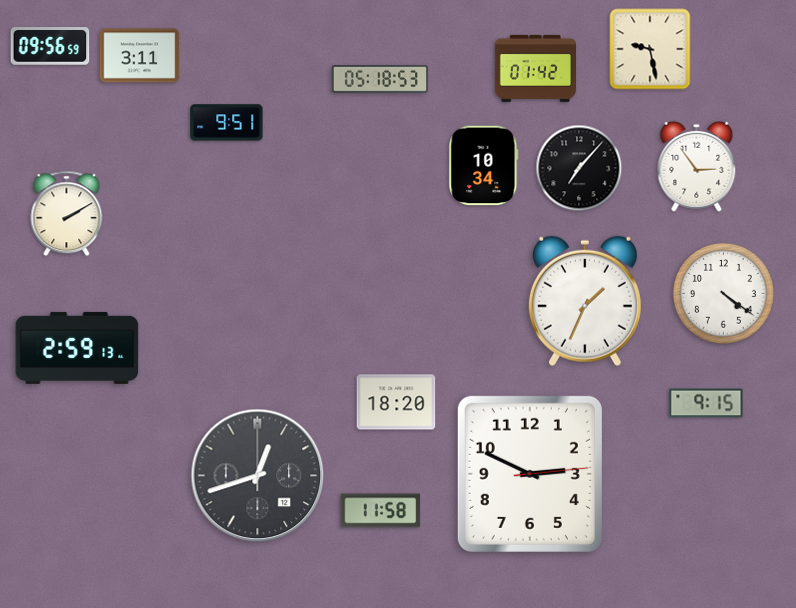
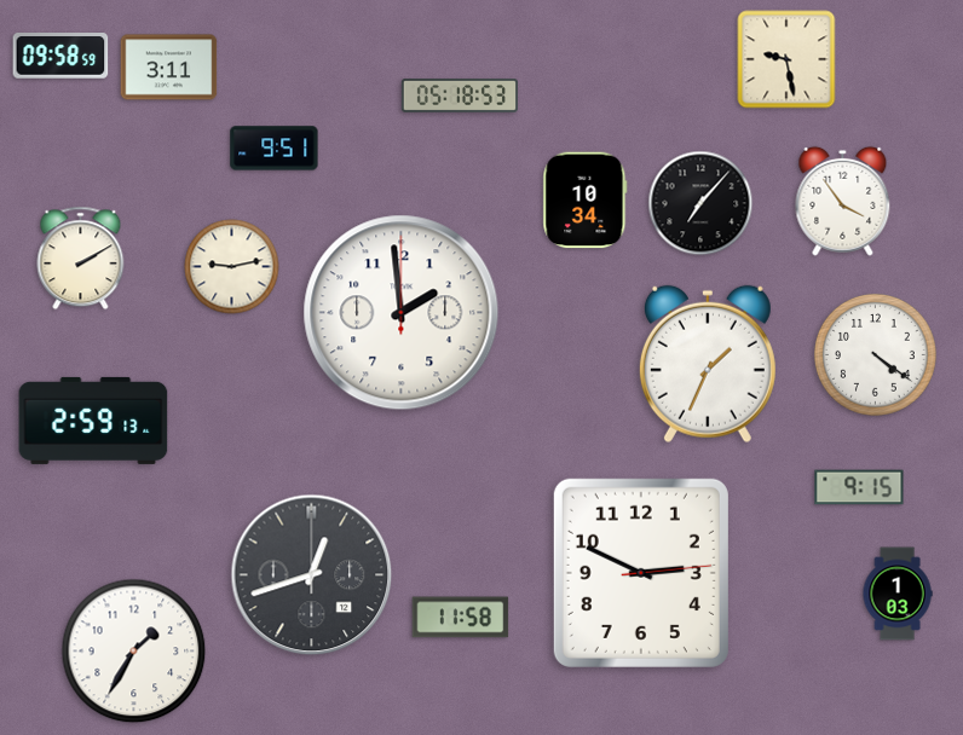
clock at (50, 47): 09:56 -> 09:58
clock at (535, 68): 01:42 -> none
clock at (697, 166): 2:54 -> 3:54
clock at (232, 267): none -> 9:13
clock at (402, 313): none -> 1:59
clock at (396, 402): 18:20 -> none
clock at (706, 403) position: (706, 403) -> (859, 487)
clock at (898, 594): none -> 1:03
clock at (134, 652): none -> 1:35
